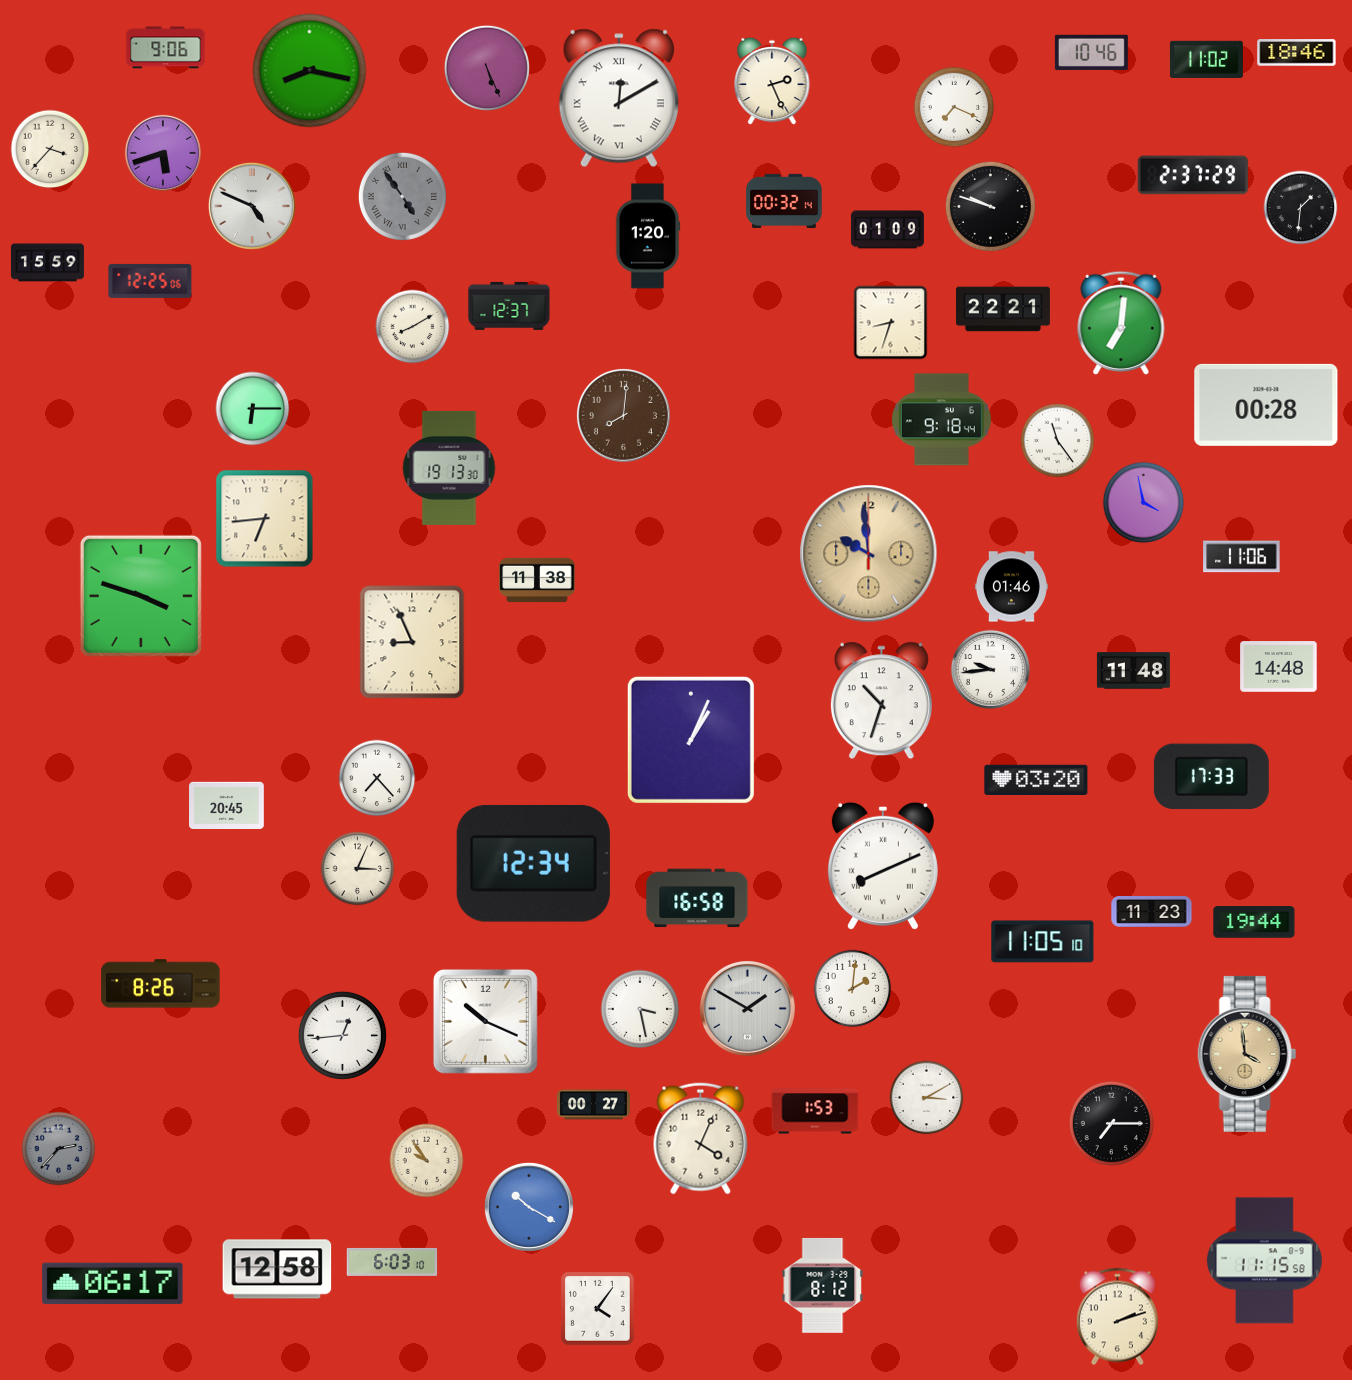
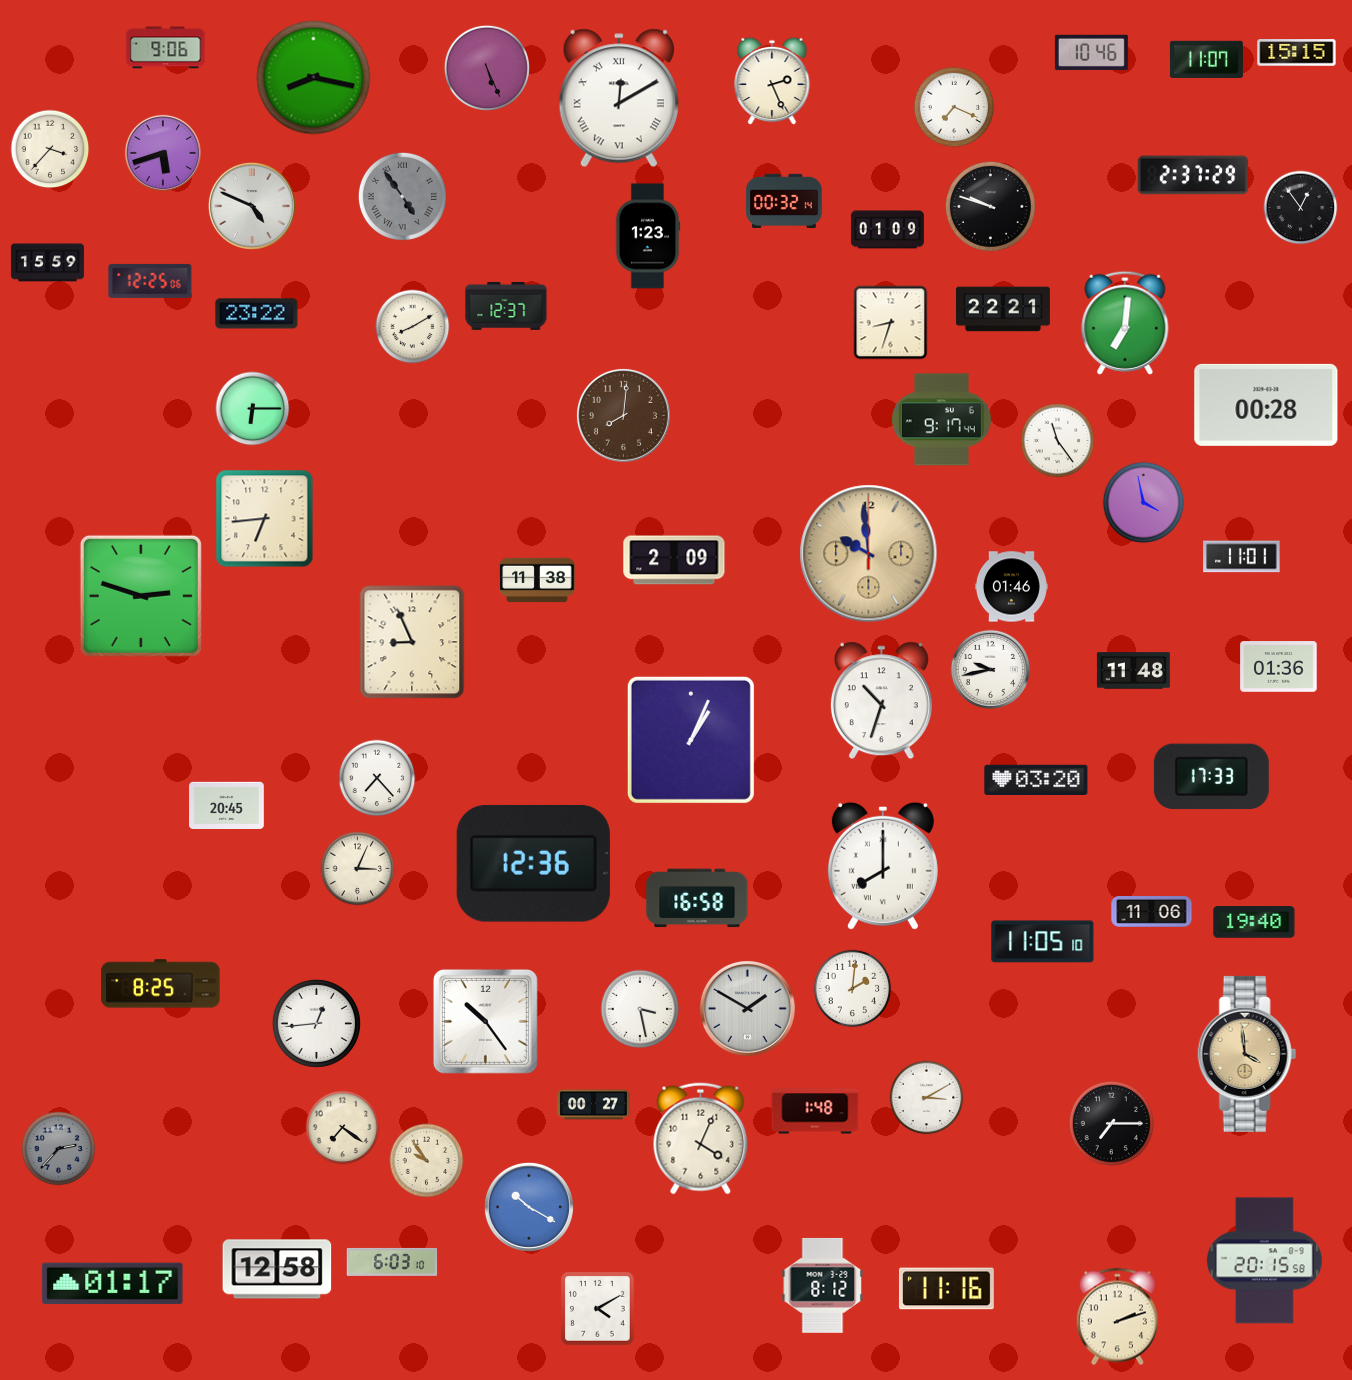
clock at (1297, 53): 18:46 -> 15:15
clock at (1206, 59): 11:02 -> 11:07
clock at (310, 71) position: (310, 71) -> (314, 78)
clock at (1301, 208): 1:31 -> 12:54
clock at (648, 236): 1:20 -> 1:23
clock at (509, 306) position: (509, 306) -> (506, 306)
clock at (257, 314): none -> 23:22
clock at (1121, 323) position: (1121, 323) -> (1125, 323)
clock at (941, 420): 9:18 -> 9:17
clock at (449, 468): 19:13 -> none
clock at (1242, 557): 11:06 -> 11:01
clock at (674, 560): none -> 2:09
clock at (141, 596): 3:48 -> 2:48
clock at (1279, 667): 14:48 -> 01:36
clock at (990, 669): 9:44 -> 9:43
clock at (533, 863): 12:34 -> 12:36
clock at (883, 866): 8:11 -> 8:00
clock at (1152, 912): 11:23 -> 11:06
clock at (1254, 922): 19:44 -> 19:40
clock at (161, 984): 8:26 -> 8:25
clock at (485, 1021): 10:19 -> 10:24
clock at (342, 1035) position: (342, 1035) -> (316, 1023)
clock at (815, 1111): 1:53 -> 1:48
clock at (343, 1128): none -> 7:21
clock at (1264, 1261): 11:15 -> 20:15
clock at (113, 1284): 06:17 -> 01:17
clock at (946, 1289): none -> 11:16
clock at (598, 1309): 4:06 -> 4:10
